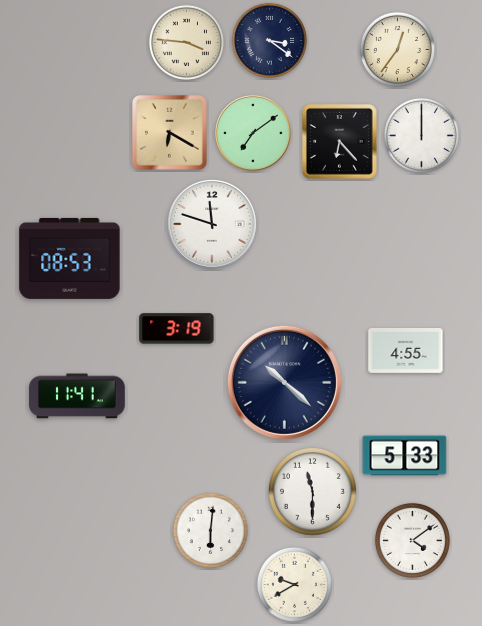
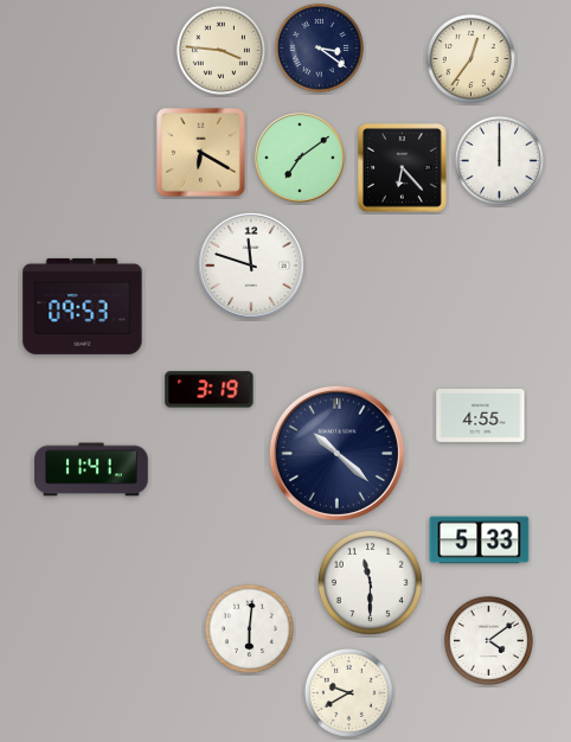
clock at (170, 133) position: (170, 133) -> (201, 153)
clock at (70, 258): 08:53 -> 09:53
